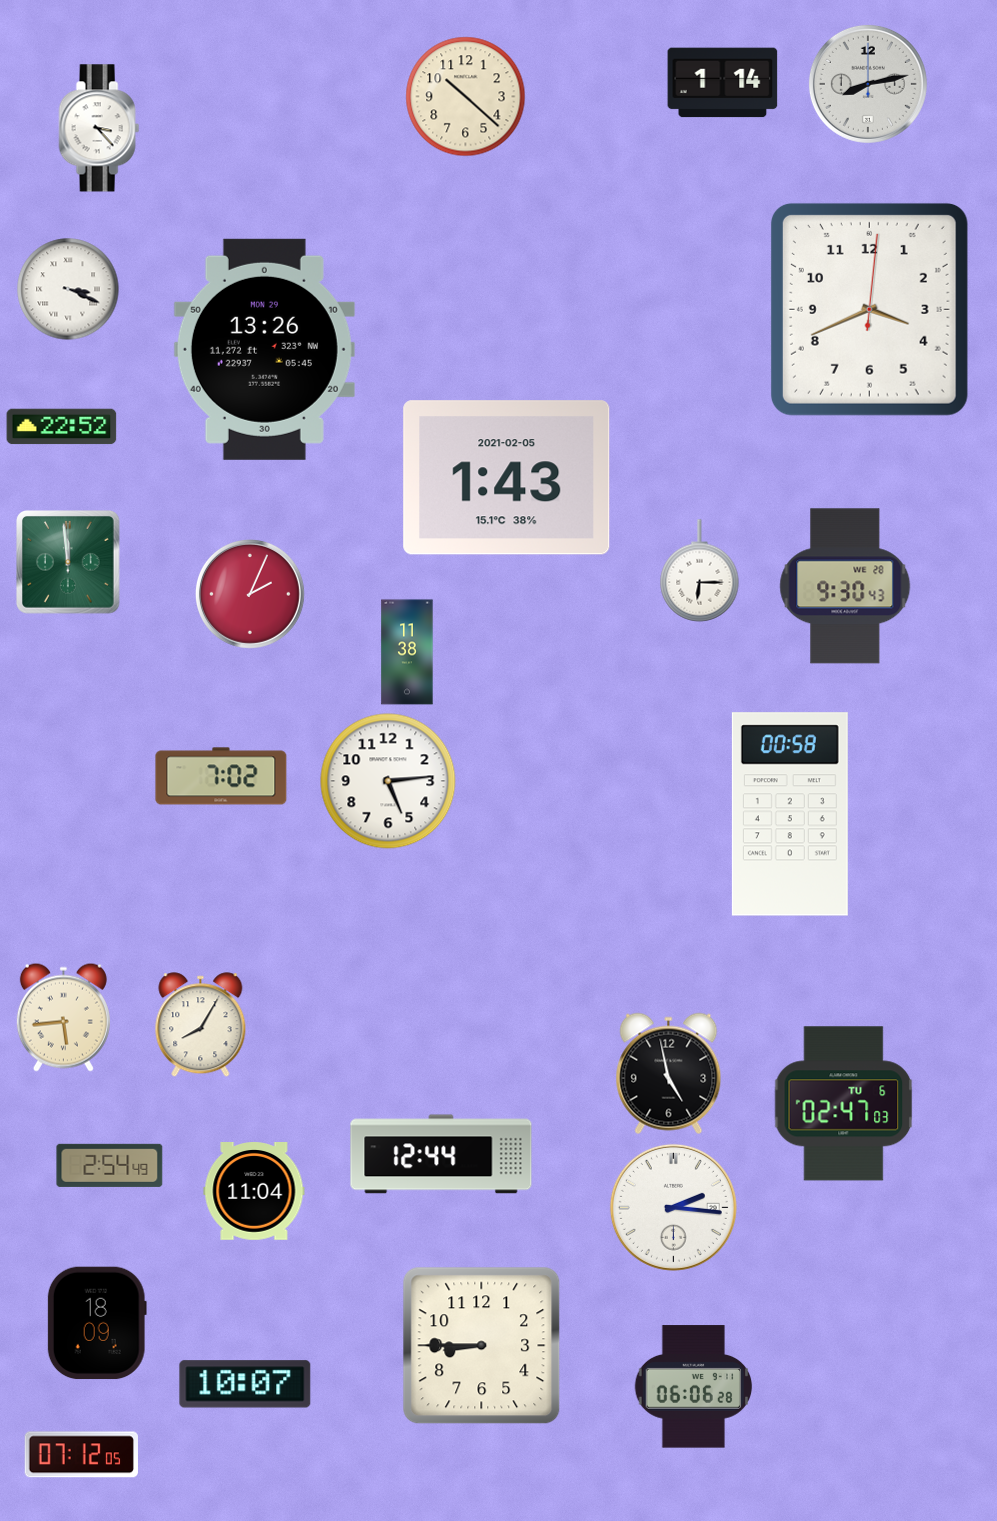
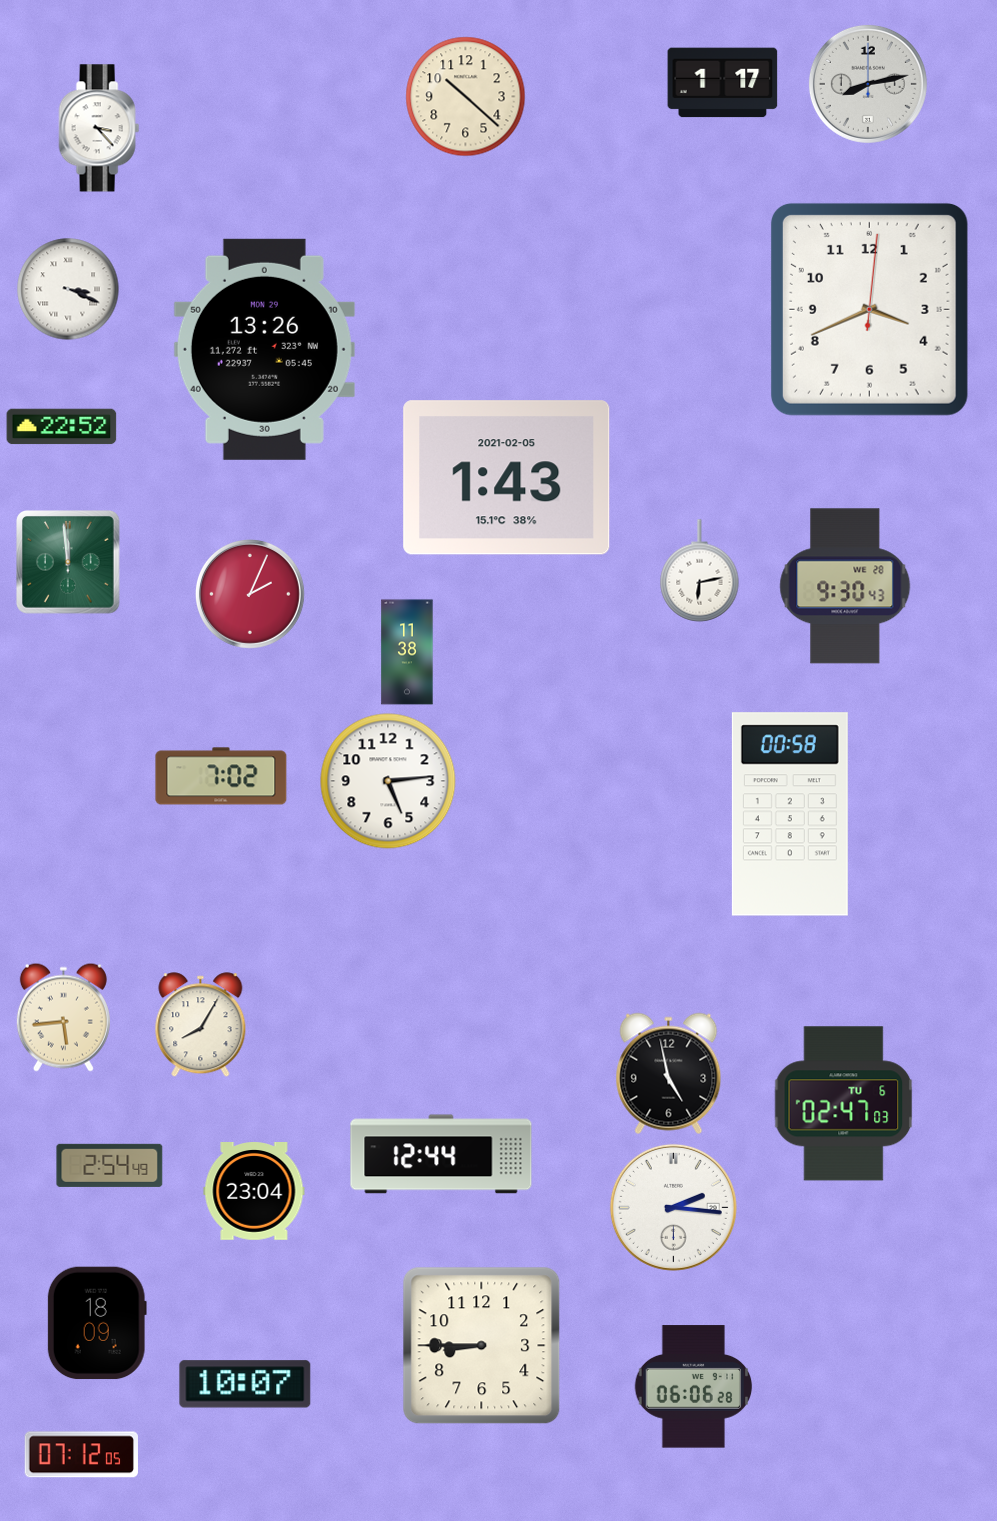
clock at (723, 83): 1:14 -> 1:17
clock at (700, 571): 6:15 -> 6:13
clock at (254, 1191): 11:04 -> 23:04
